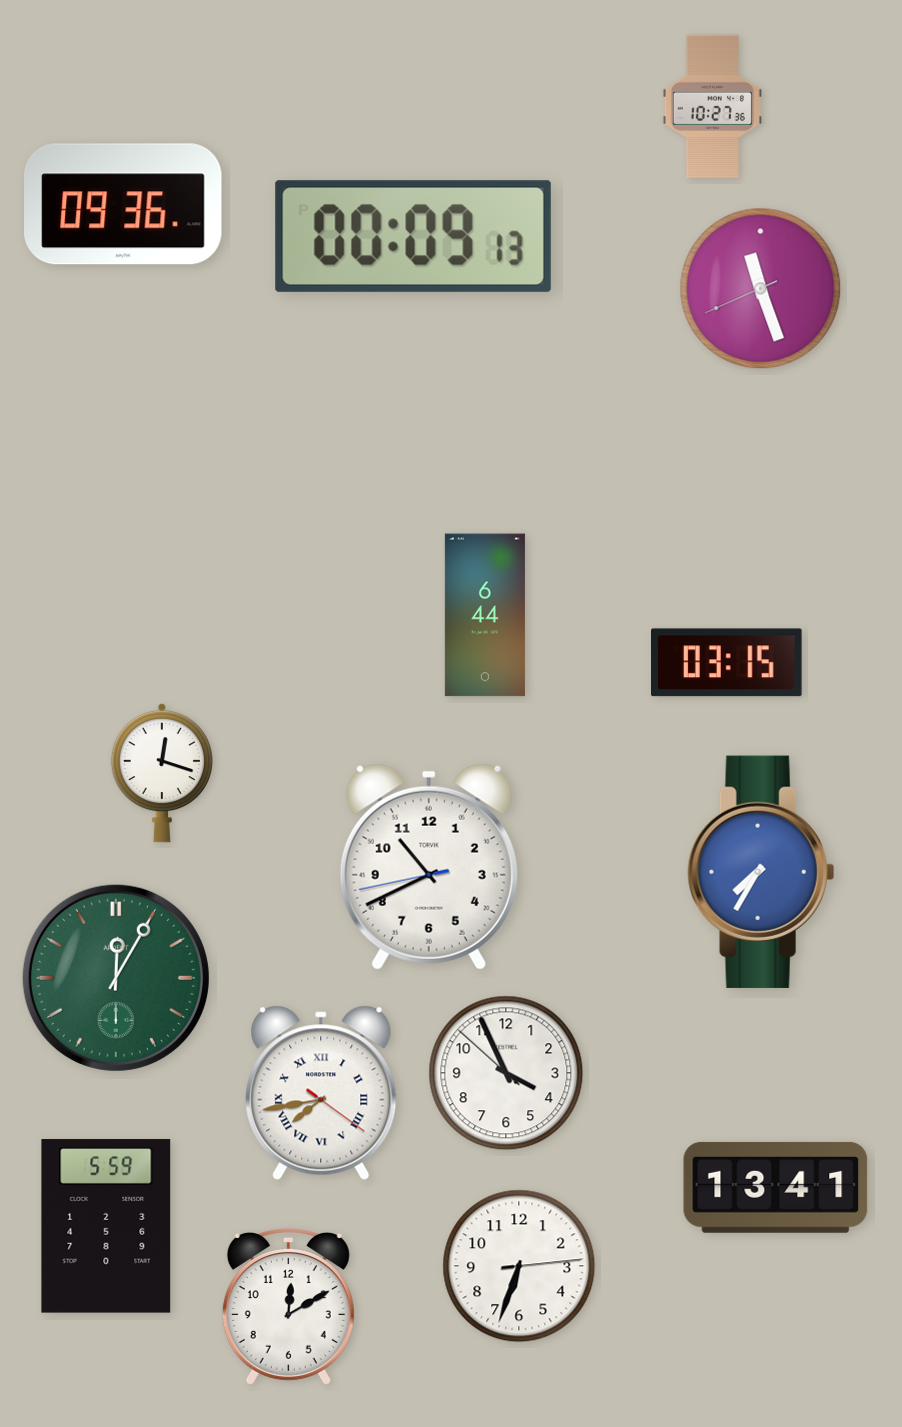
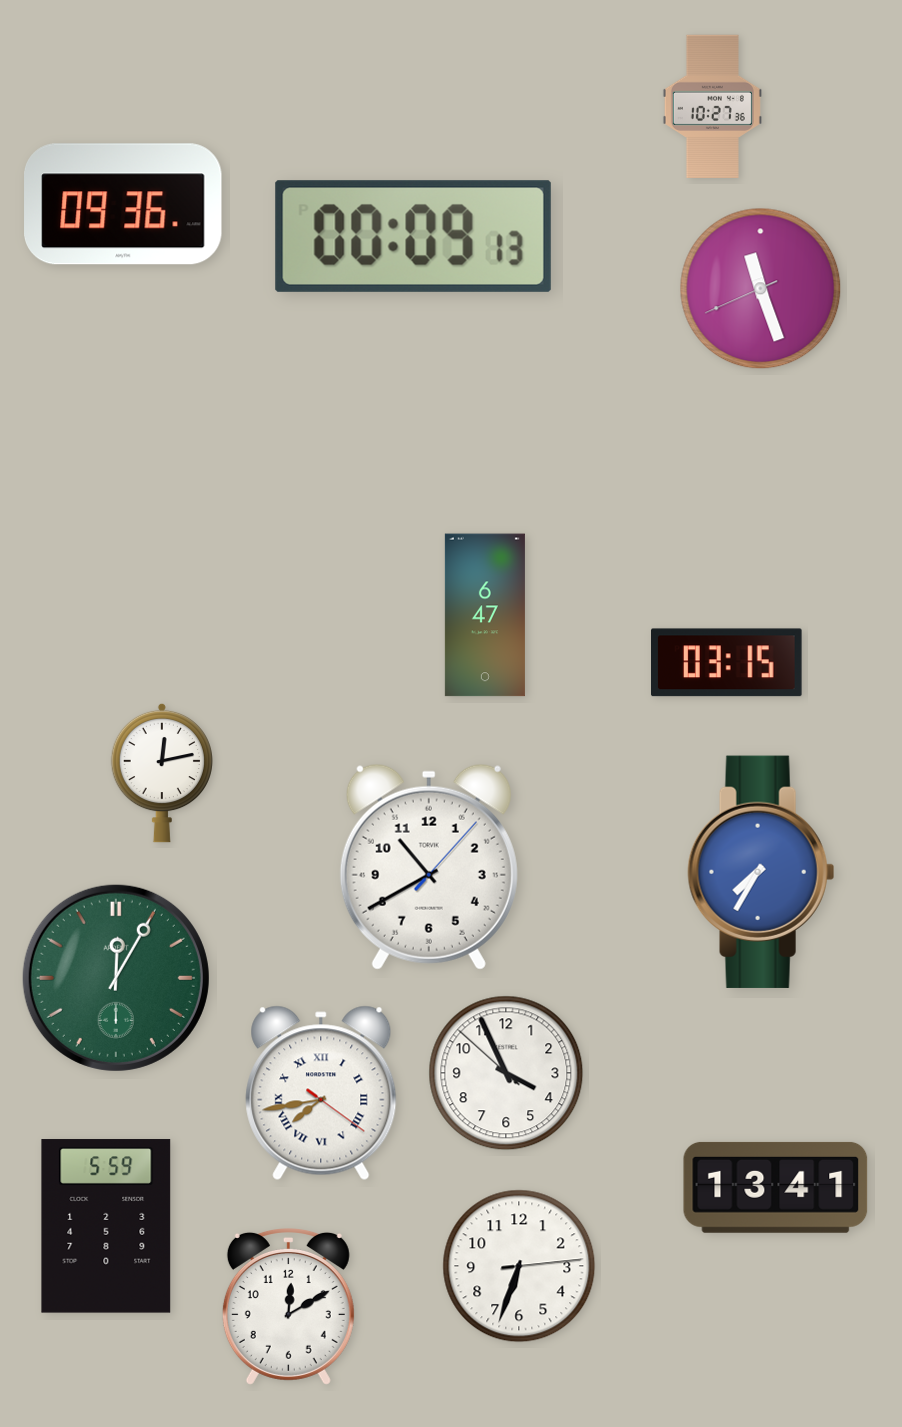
clock at (485, 615): 6:44 -> 6:47
clock at (162, 773): 12:18 -> 12:13
clock at (429, 867): 10:40:43 -> 10:40:07
